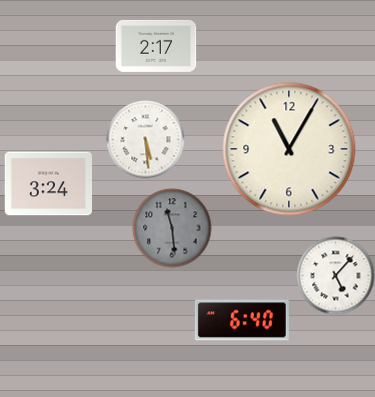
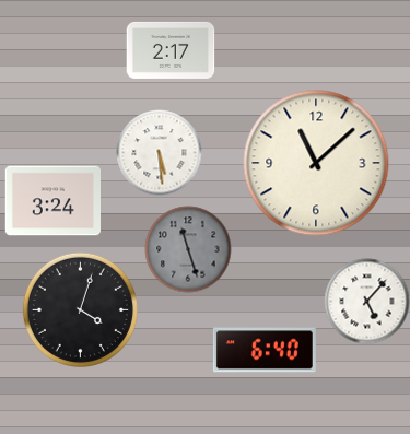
clock at (289, 149): 11:05 -> 11:08
clock at (172, 228): 11:29 -> 11:27
clock at (80, 309): none -> 4:03
